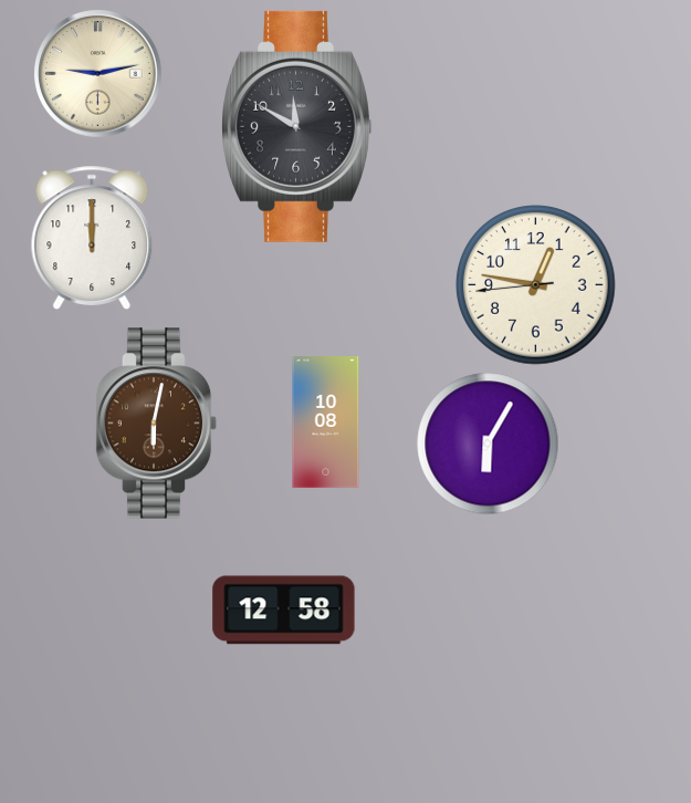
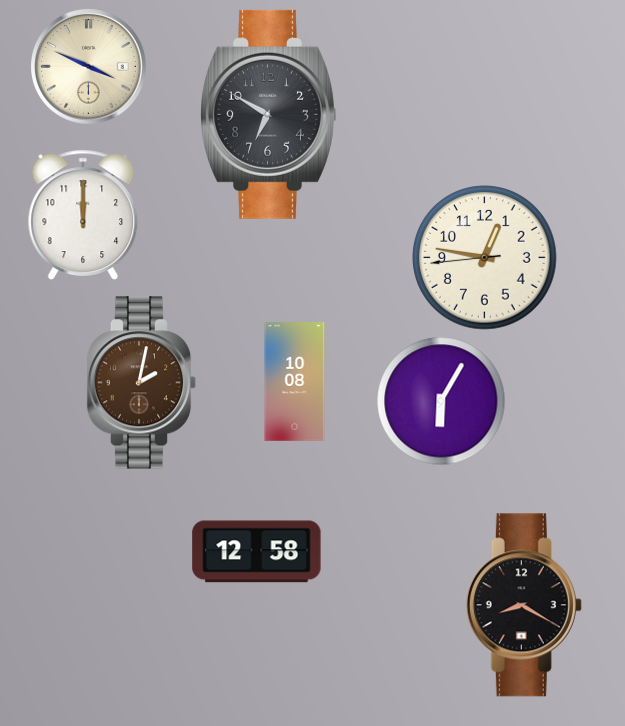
clock at (98, 74): 9:13 -> 3:49
clock at (297, 126): 11:50 -> 6:50
clock at (157, 424): 6:02 -> 2:02
clock at (524, 605): none -> 8:20
